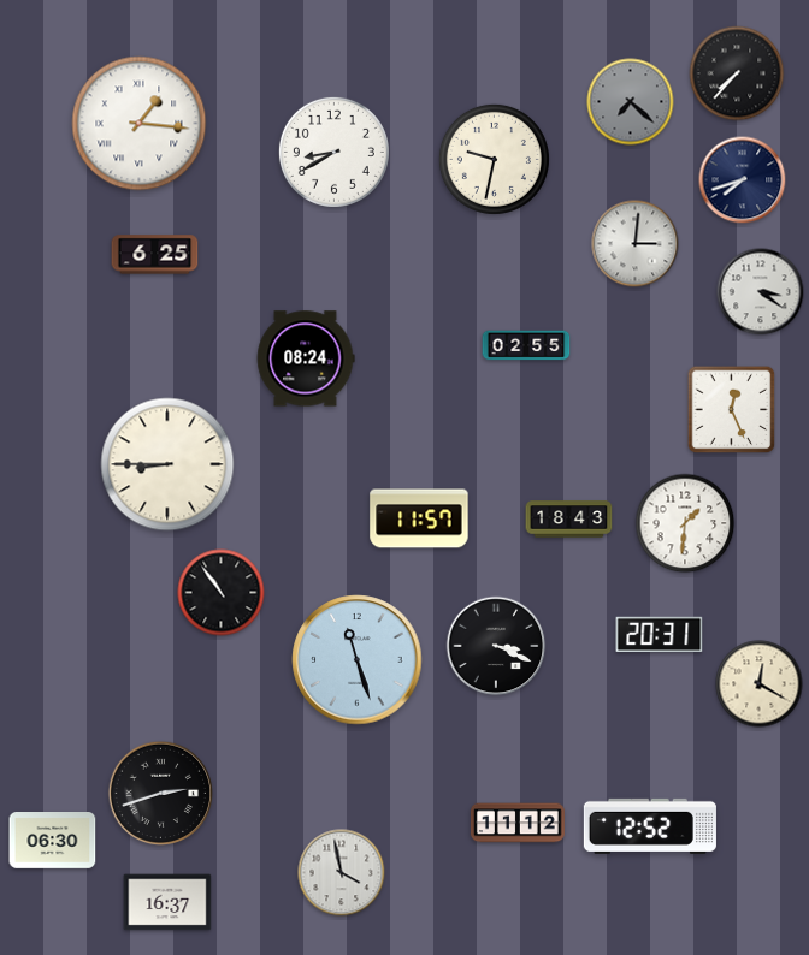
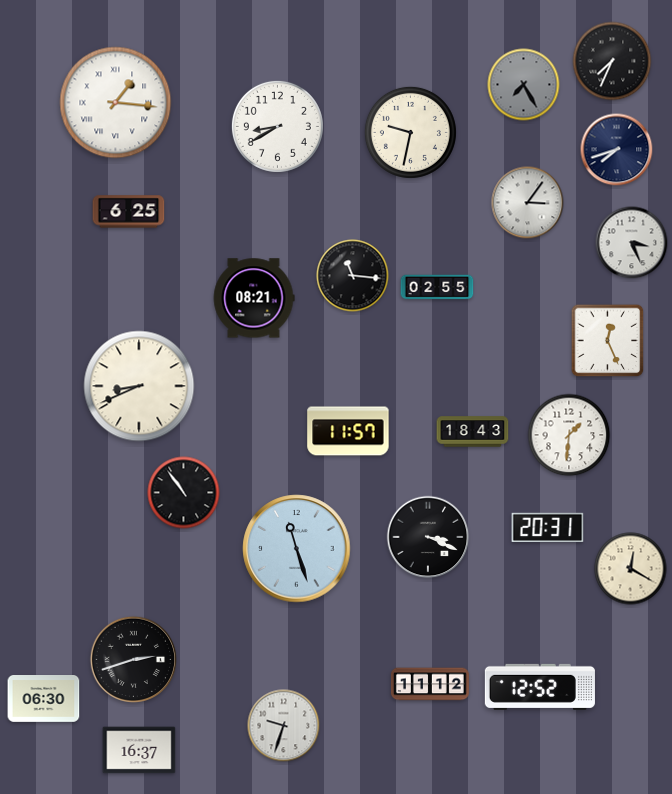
clock at (737, 73): 7:37 -> 7:34
clock at (631, 102): 7:22 -> 7:25
clock at (636, 244): 3:01 -> 3:06
clock at (761, 292): 3:21 -> 3:26
clock at (353, 276): none -> 11:16
clock at (306, 358): 08:24 -> 08:21
clock at (167, 464): 8:45 -> 8:41
clock at (496, 646) position: (496, 646) -> (428, 537)
clock at (342, 873): 3:58 -> 9:33
